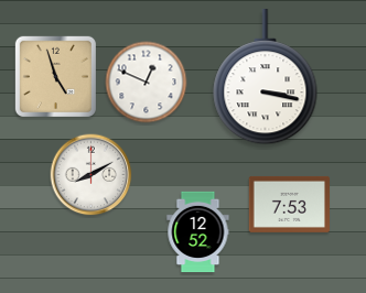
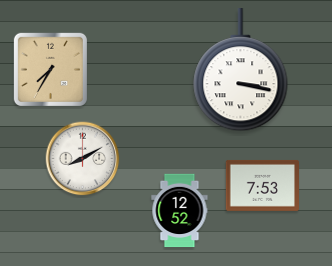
clock at (55, 76): 4:57 -> 7:35
clock at (147, 83): 12:49 -> none
